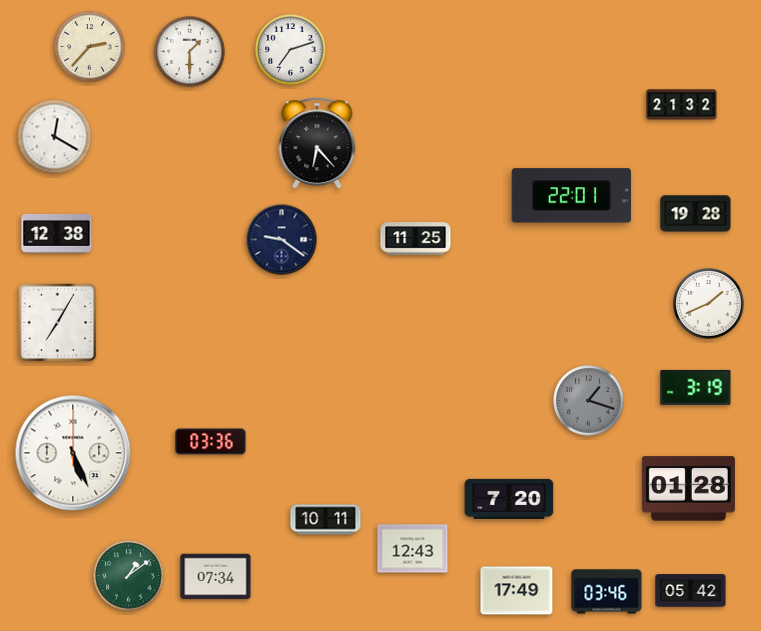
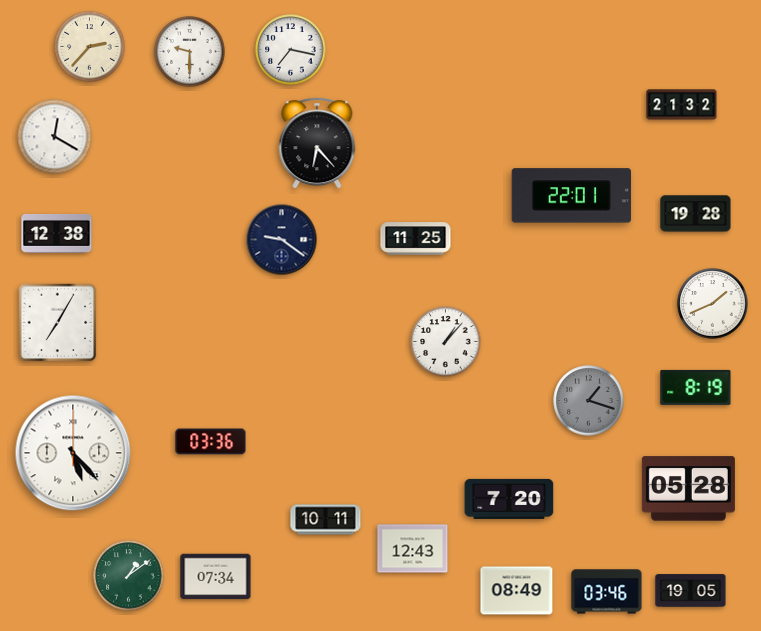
clock at (291, 50): 7:12 -> 7:17
clock at (190, 52): 1:30 -> 9:30
clock at (709, 304) position: (709, 304) -> (713, 304)
clock at (446, 342): none -> 1:07
clock at (696, 387): 3:19 -> 8:19
clock at (73, 453): 5:26 -> 5:23
clock at (688, 489): 01:28 -> 05:28
clock at (517, 591): 17:49 -> 08:49
clock at (691, 591): 05:42 -> 19:05
